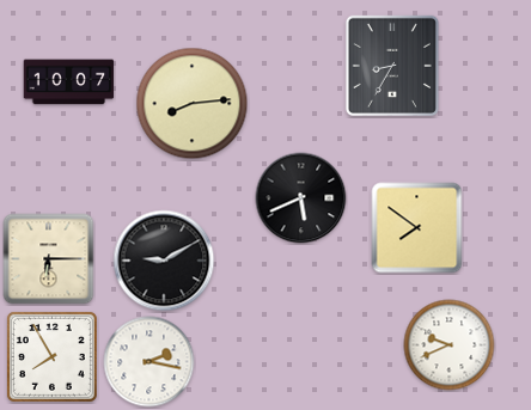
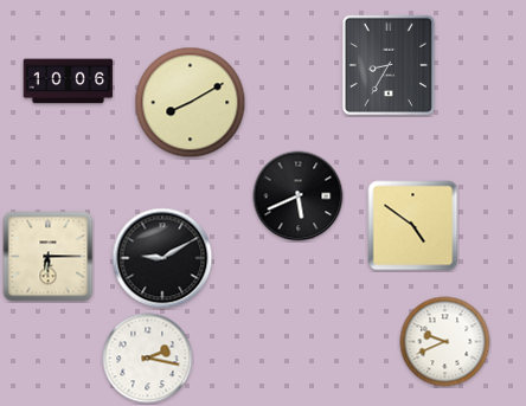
clock at (69, 82): 10:07 -> 10:06
clock at (193, 104): 8:14 -> 8:10
clock at (417, 228): 7:51 -> 4:51
clock at (51, 356): 7:55 -> none
